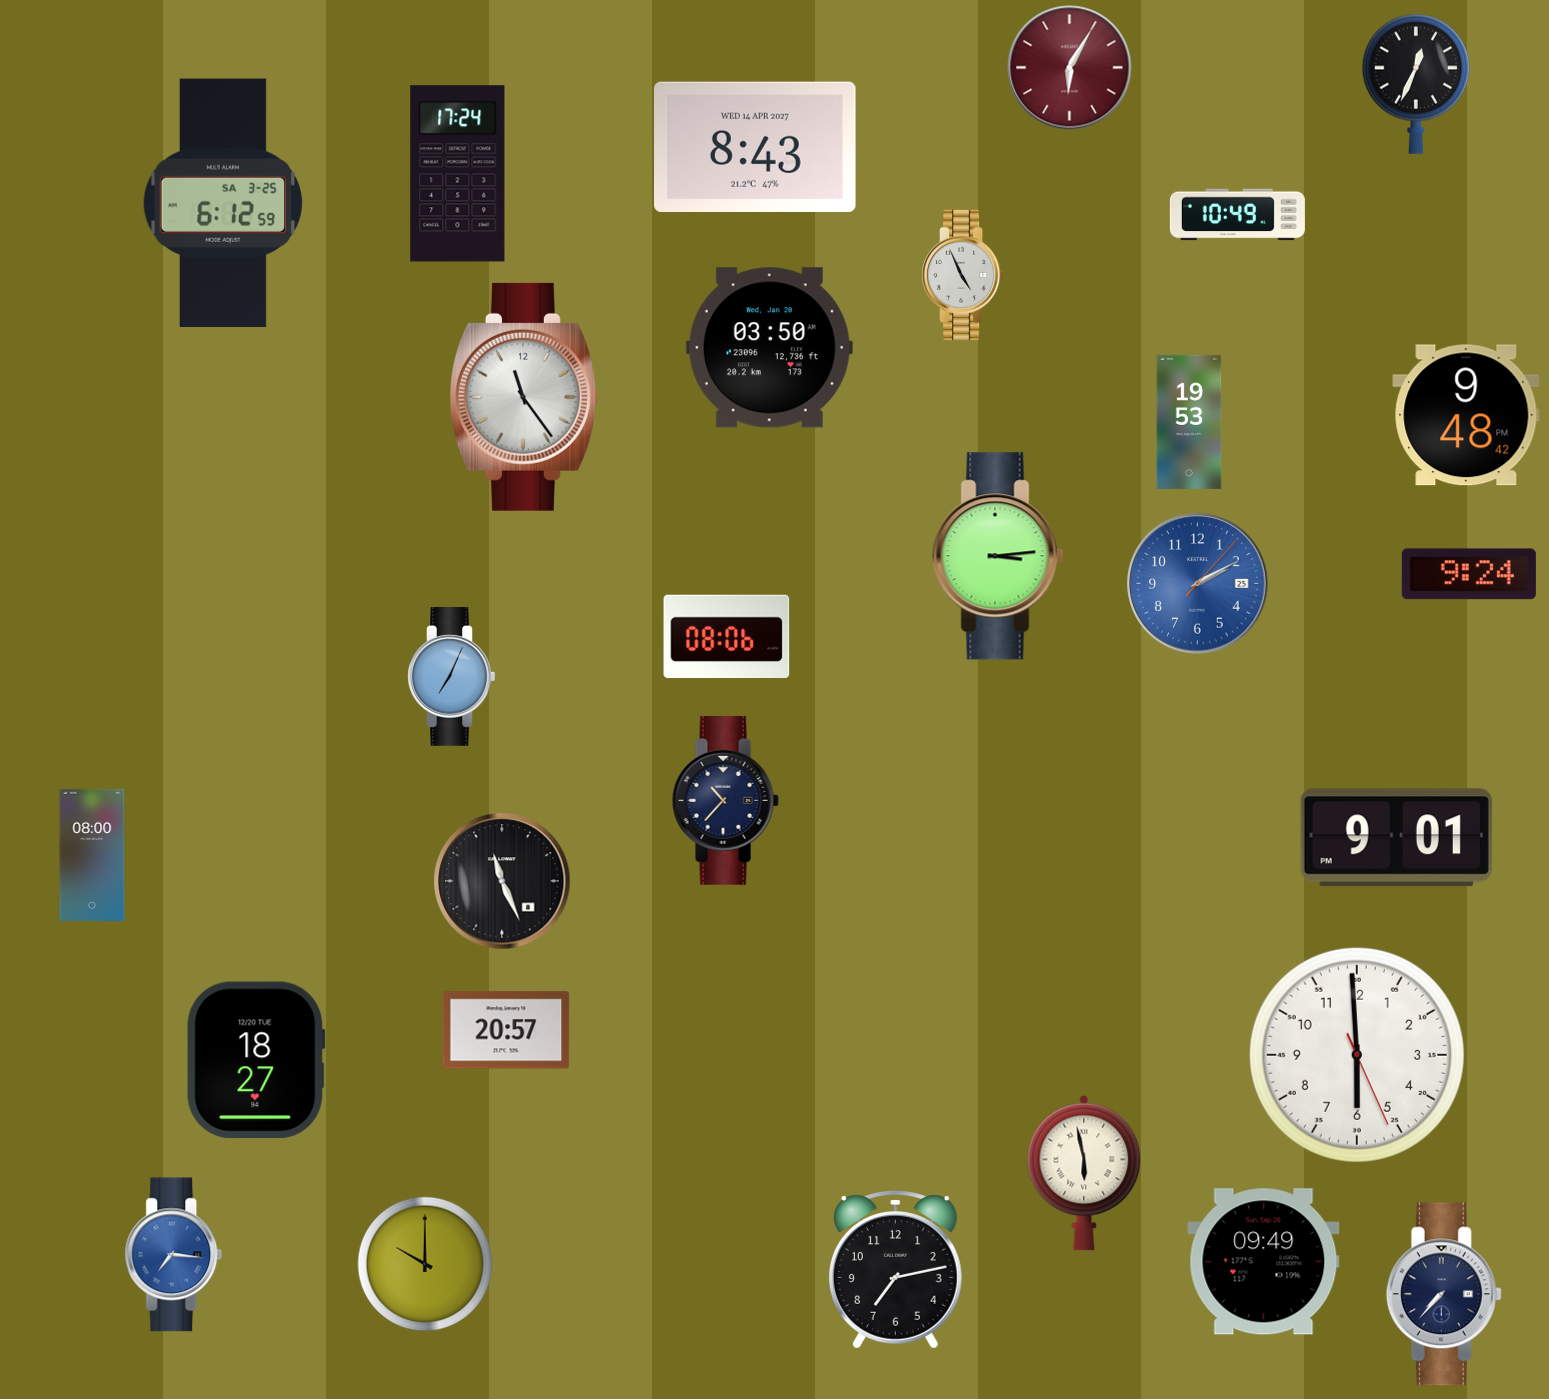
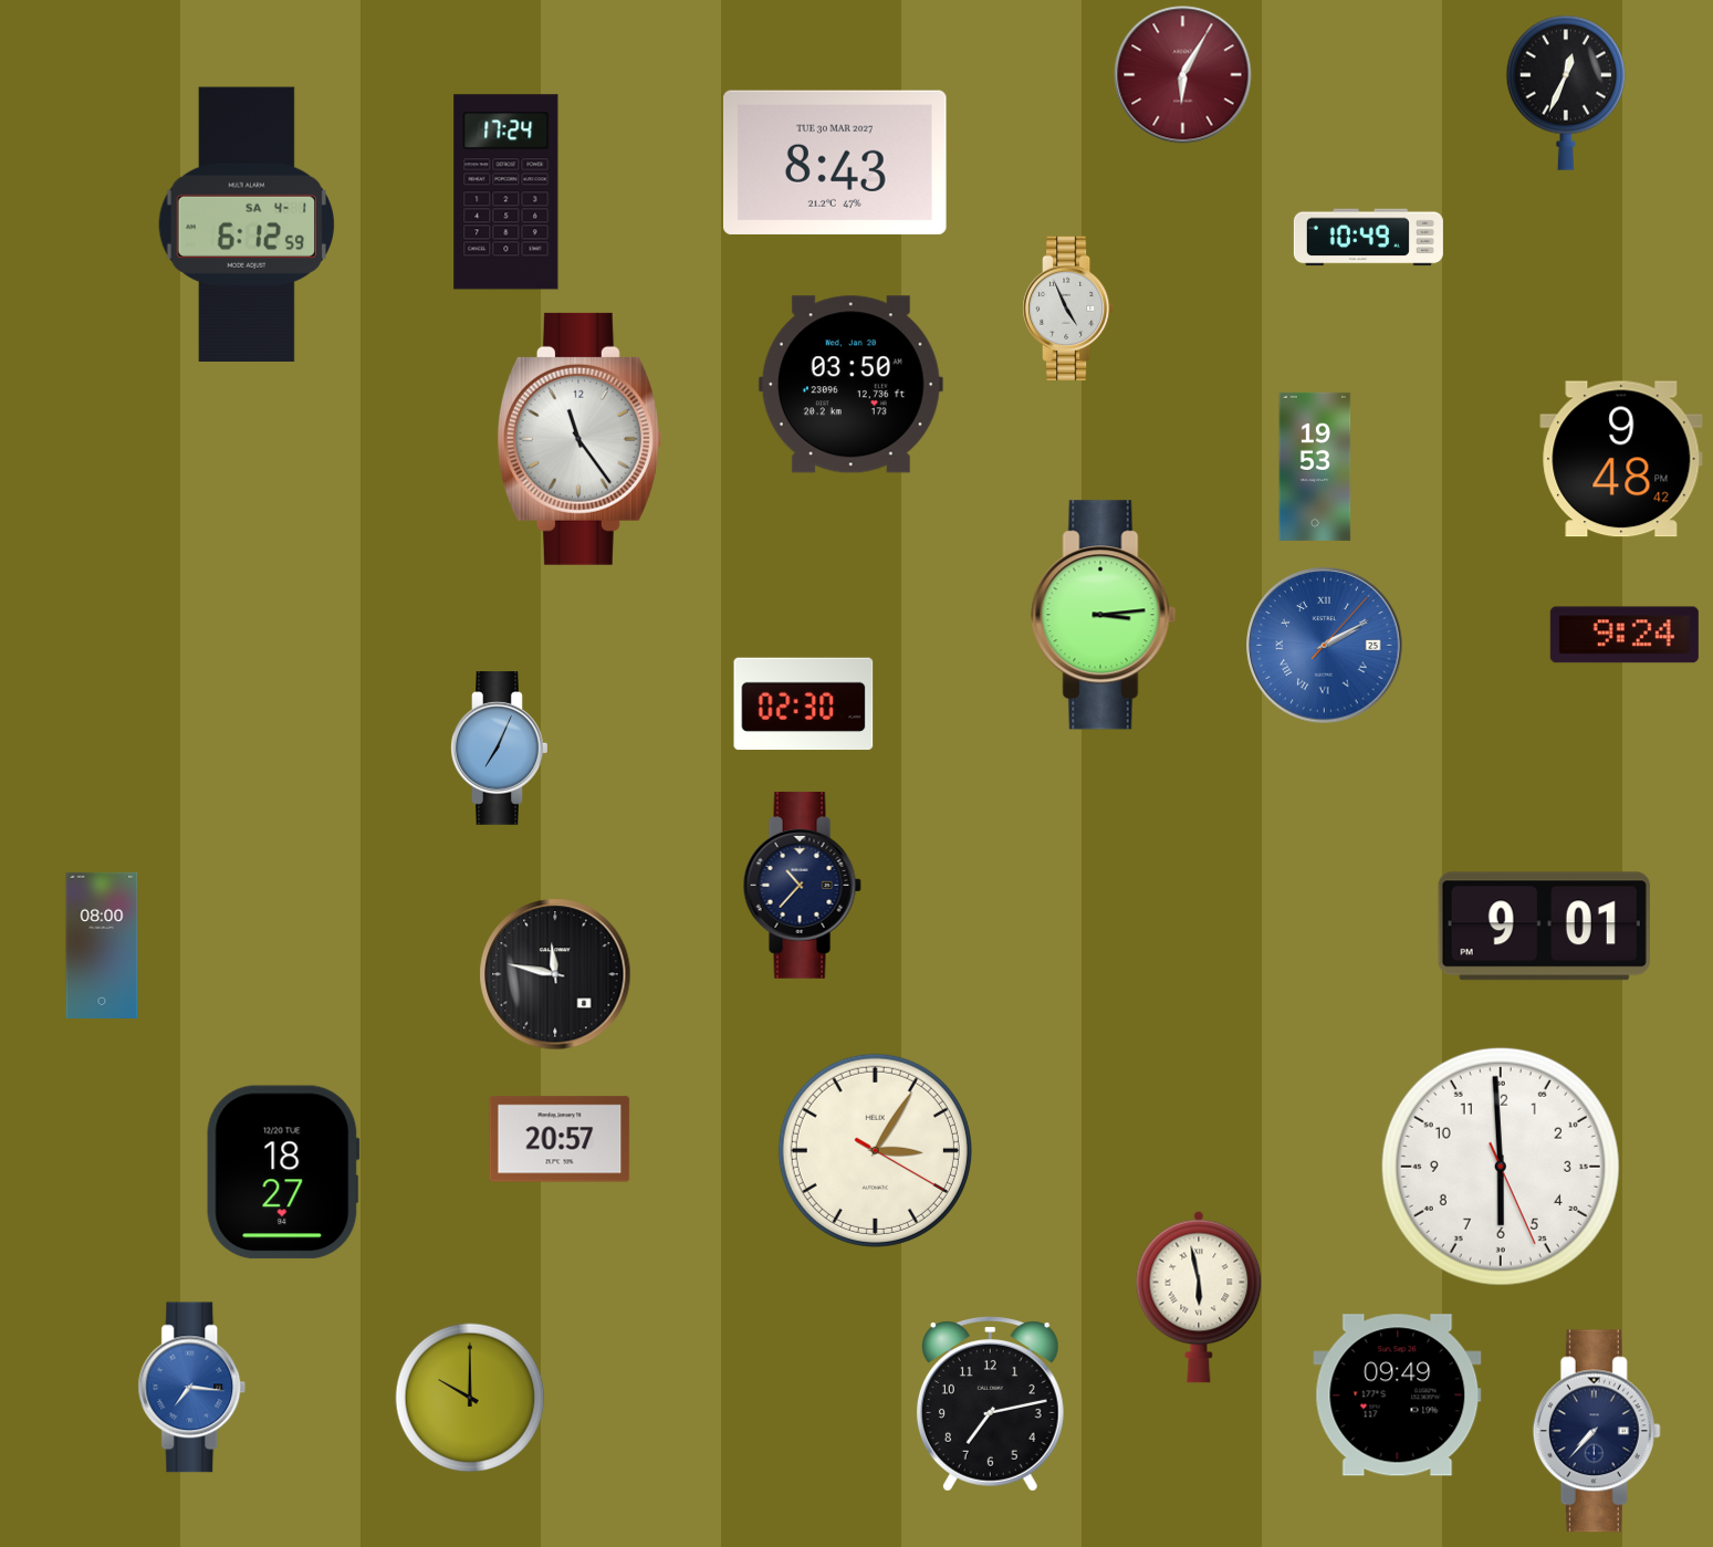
clock at (756, 147) date: WED 14 APR 2027 -> TUE 30 MAR 2027
clock at (222, 202) date: SA 3-25 -> SA 4-1
clock at (964, 275) position: (964, 275) -> (1069, 309)
clock at (1198, 584) numerals: Arabic -> Roman
clock at (727, 637): 08:06 -> 02:30
clock at (502, 881): 11:26 -> 11:47
clock at (875, 1150): none -> 3:05
